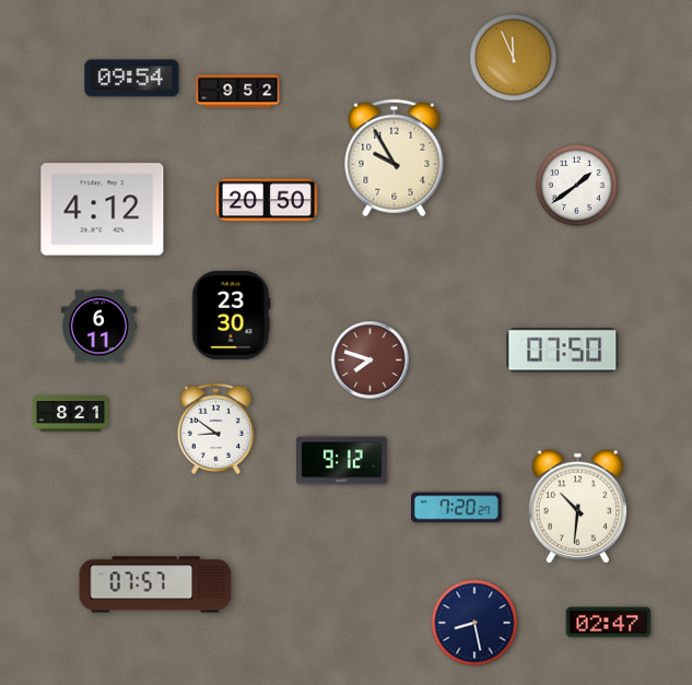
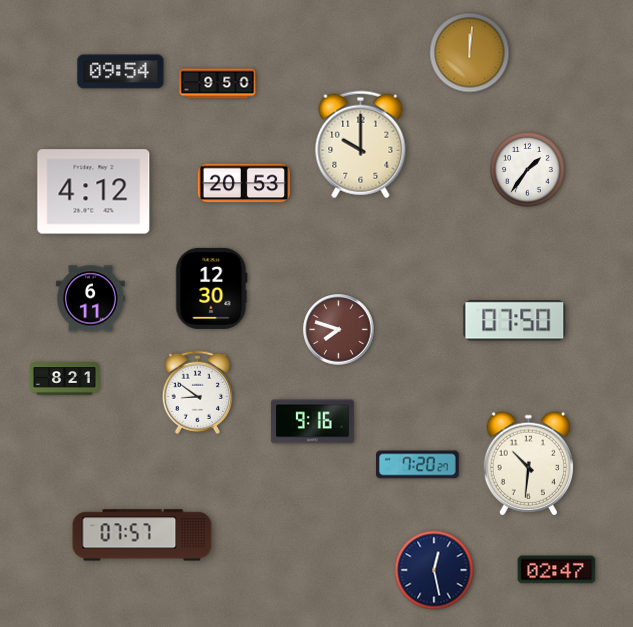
clock at (514, 58): 11:56 -> 12:01
clock at (238, 92): 9:52 -> 9:50
clock at (395, 158): 9:55 -> 10:00
clock at (577, 186): 1:39 -> 1:36
clock at (267, 200): 20:50 -> 20:53
clock at (232, 315): 23:30 -> 12:30
clock at (342, 461): 9:12 -> 9:16
clock at (474, 623): 8:28 -> 12:28
